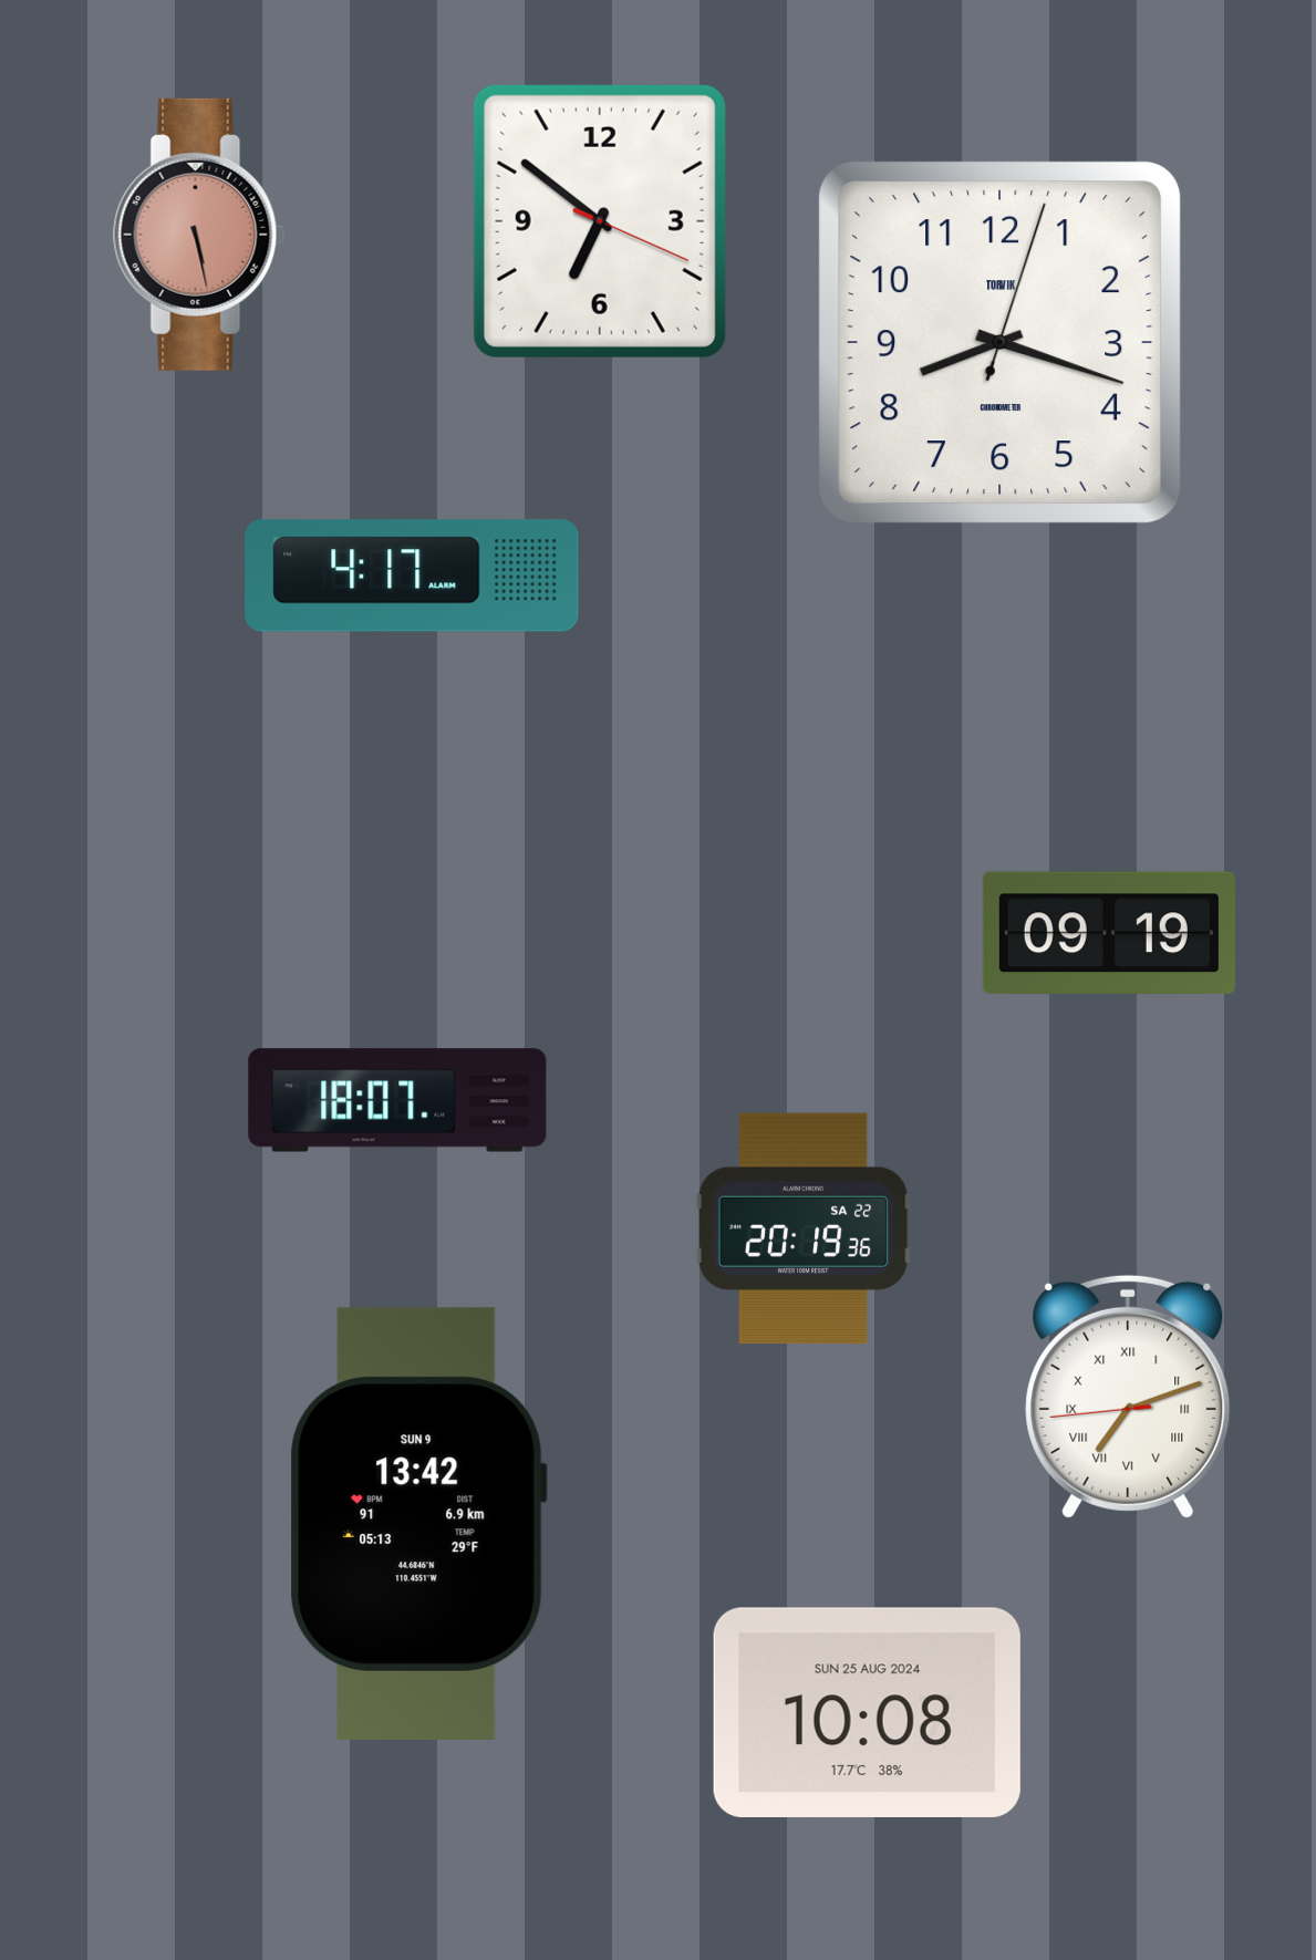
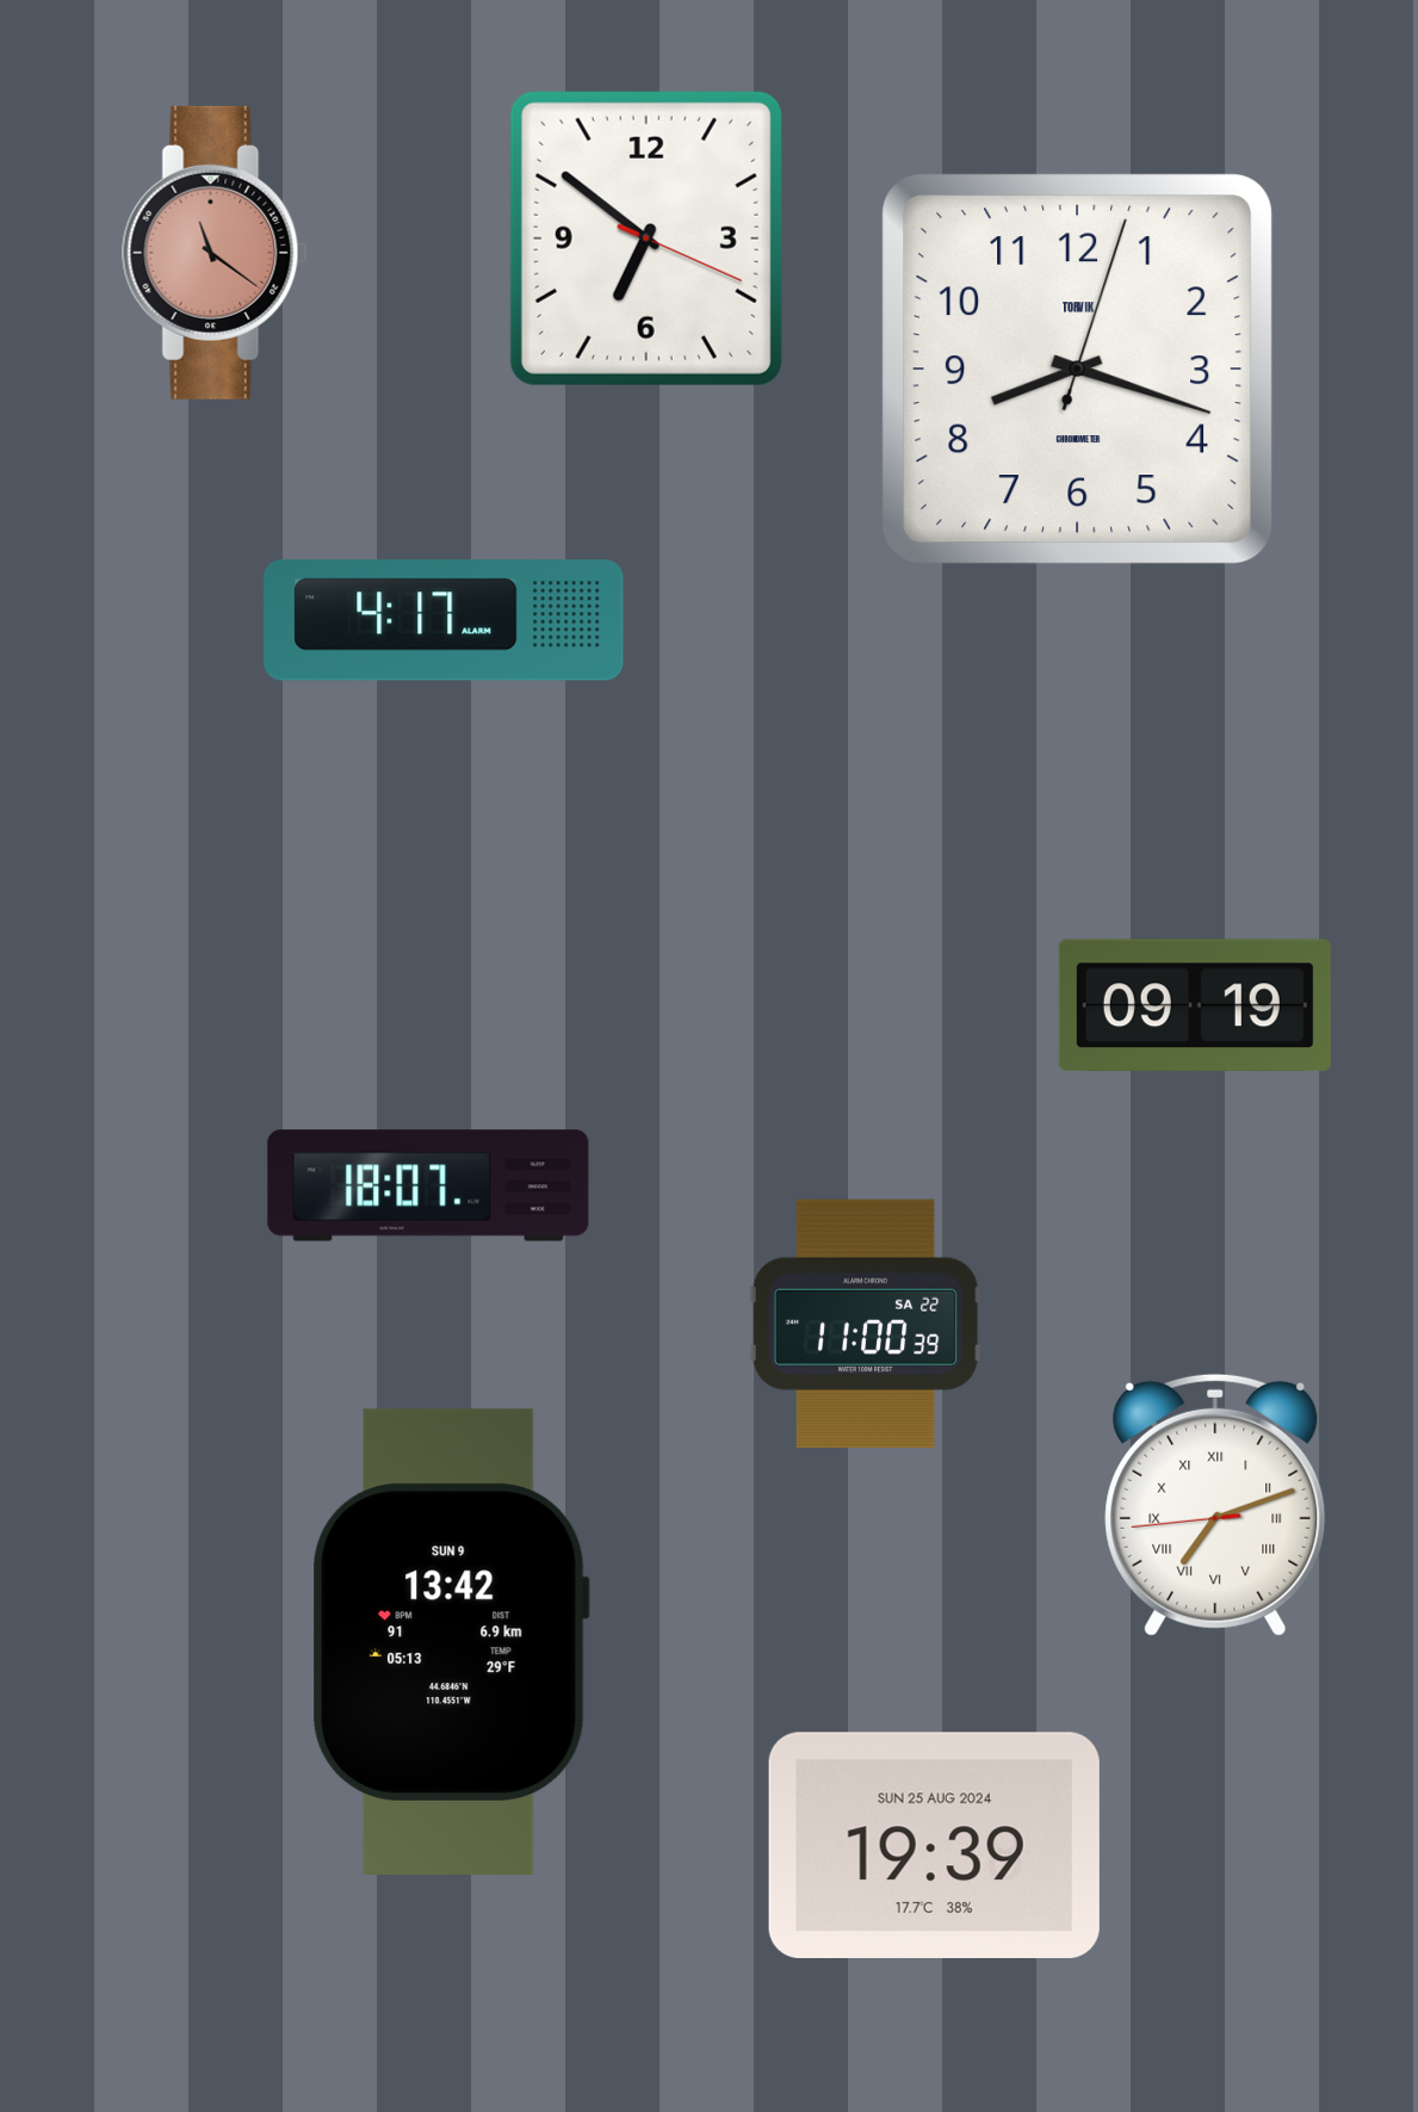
clock at (199, 235): 5:28 -> 11:21
clock at (804, 1228): 20:19 -> 11:00
clock at (867, 1712): 10:08 -> 19:39
